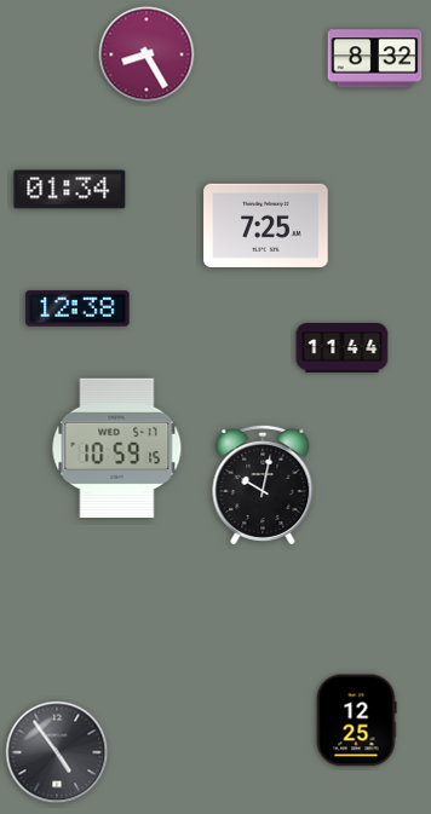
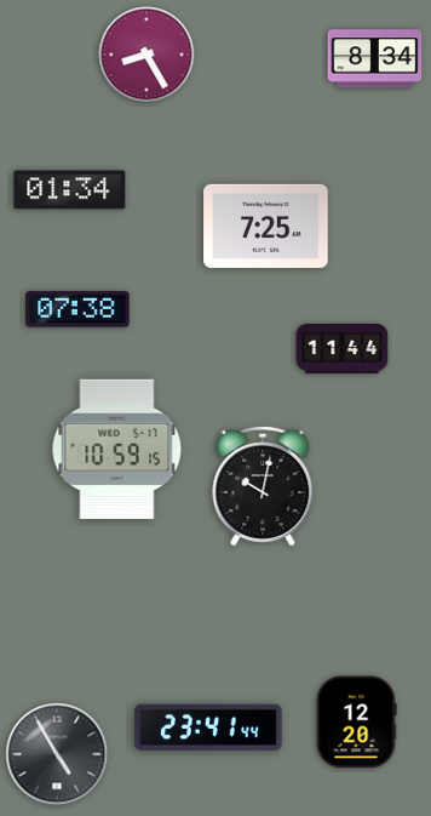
clock at (375, 59): 8:32 -> 8:34
clock at (77, 308): 12:38 -> 07:38
clock at (356, 721): 12:25 -> 12:20
clock at (208, 727): none -> 23:41
clock at (57, 752): 4:54 -> 4:55
